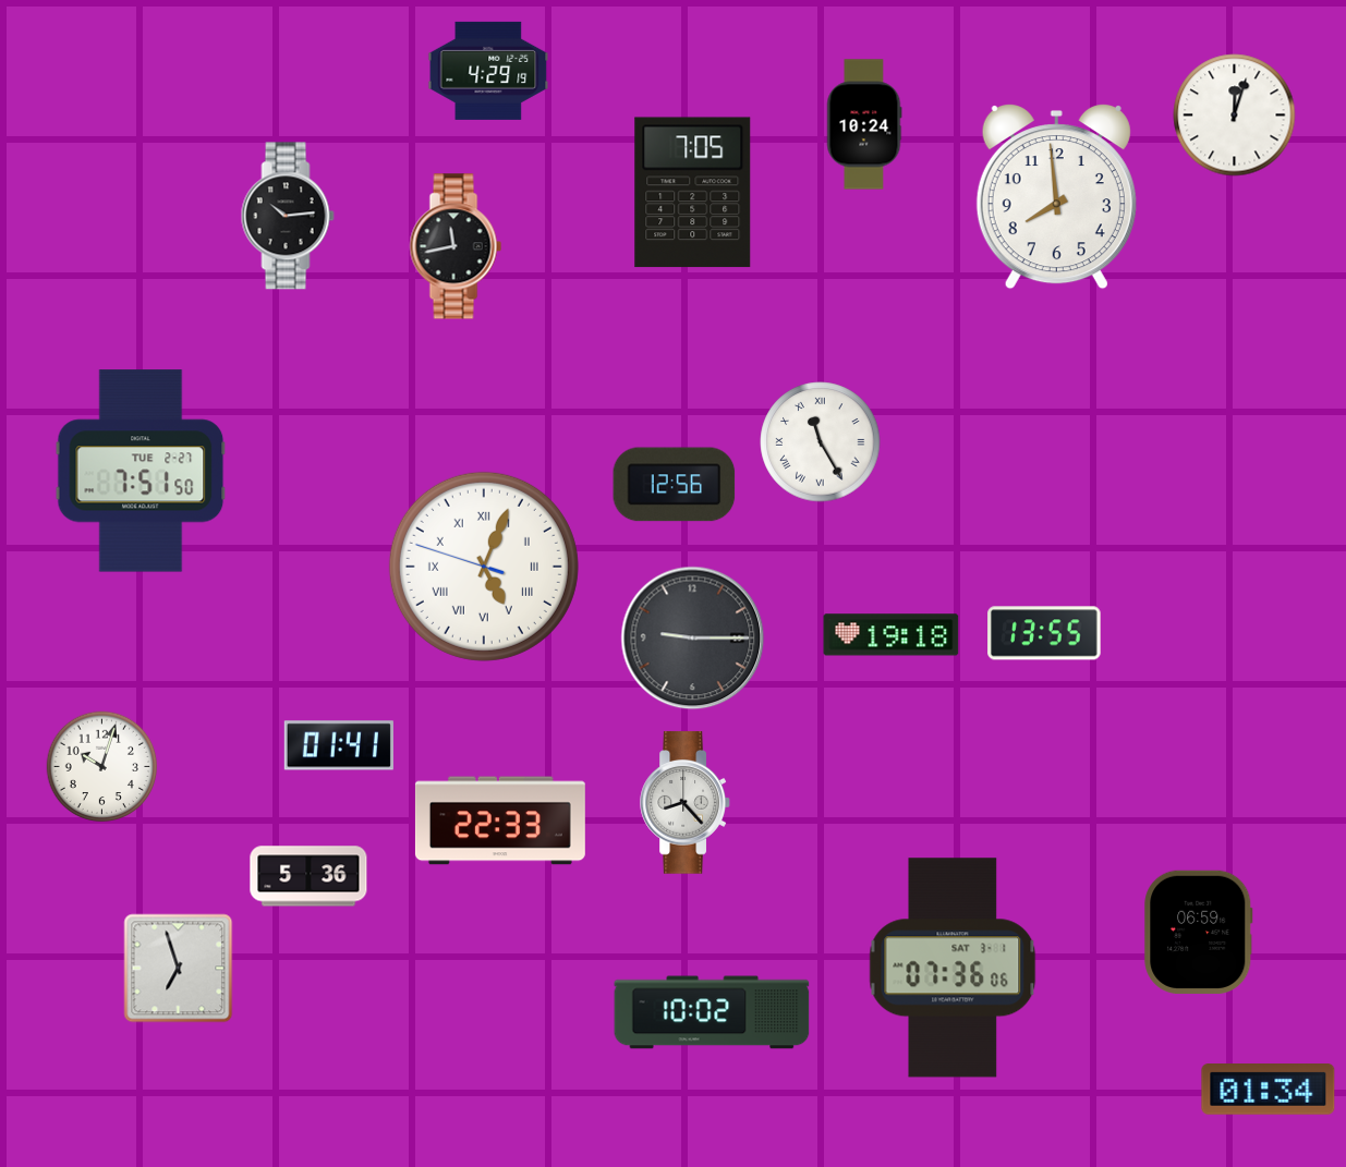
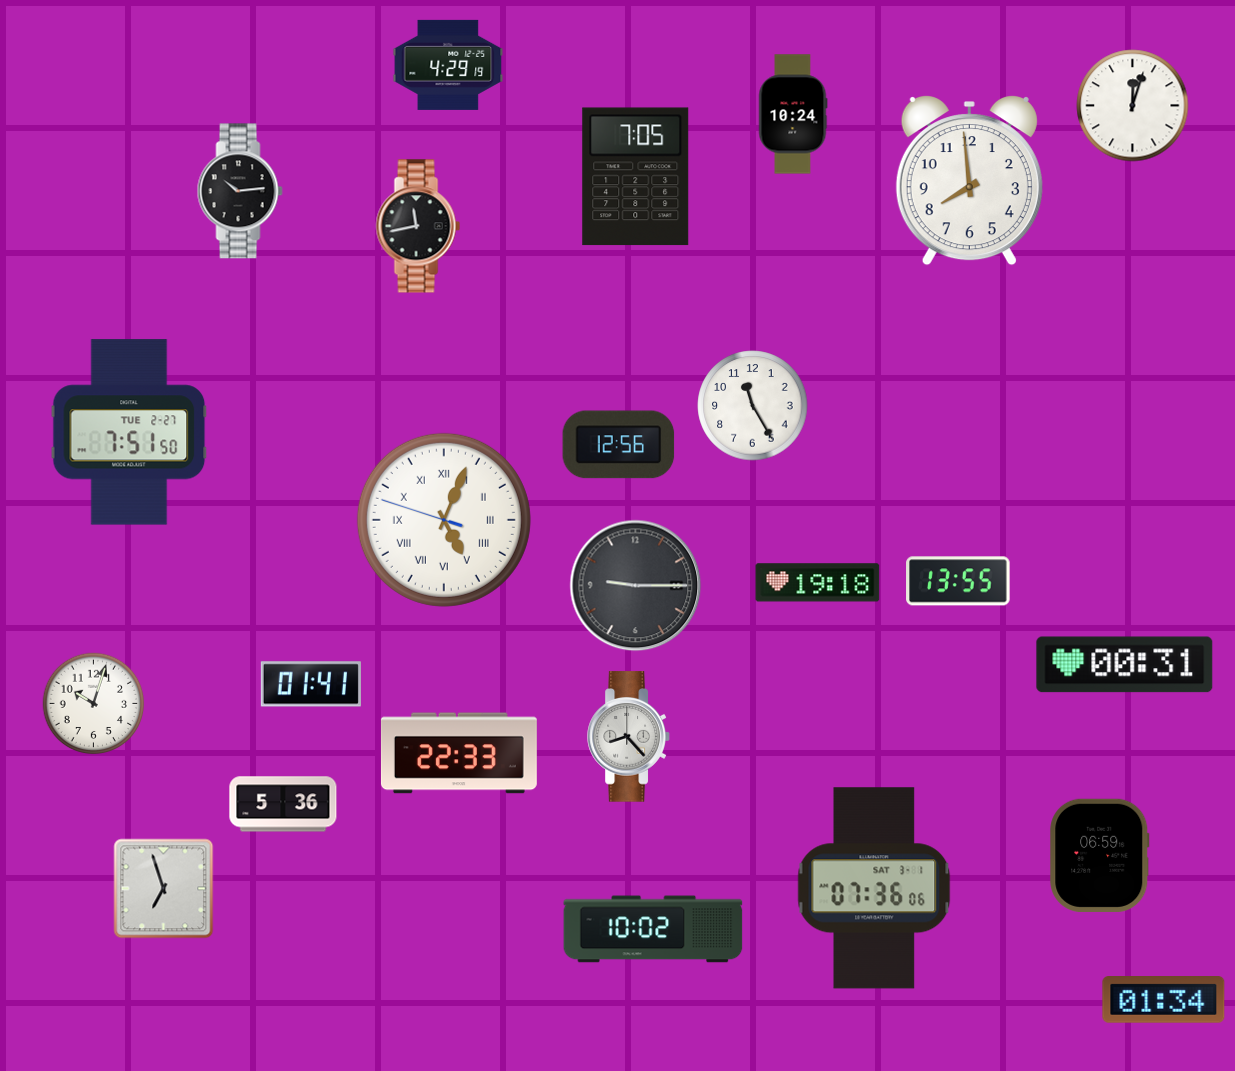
clock at (288, 216) position: (288, 216) -> (240, 191)
clock at (821, 442) numerals: Roman -> Arabic
clock at (1125, 665): none -> 00:31
